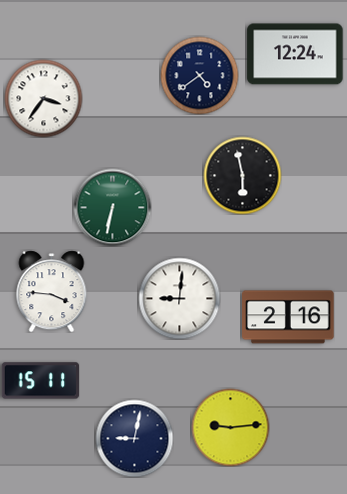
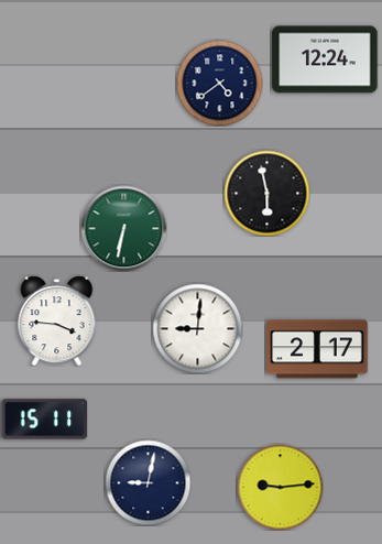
clock at (43, 98): 3:36 -> none
clock at (288, 317): 2:16 -> 2:17
clock at (230, 427) position: (230, 427) -> (280, 487)
